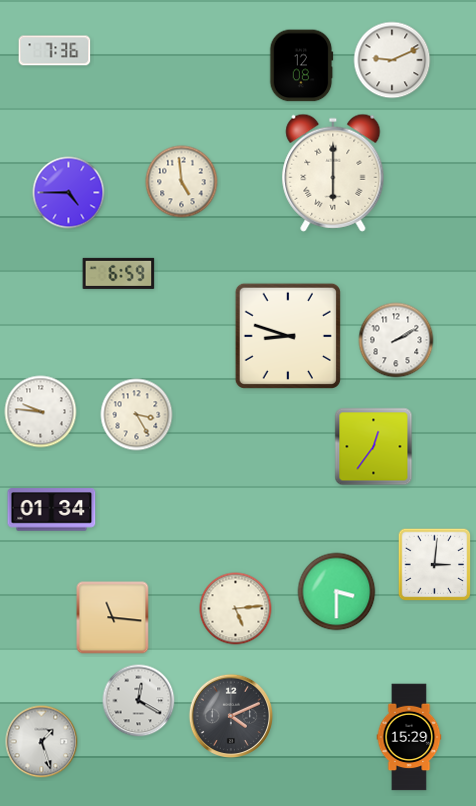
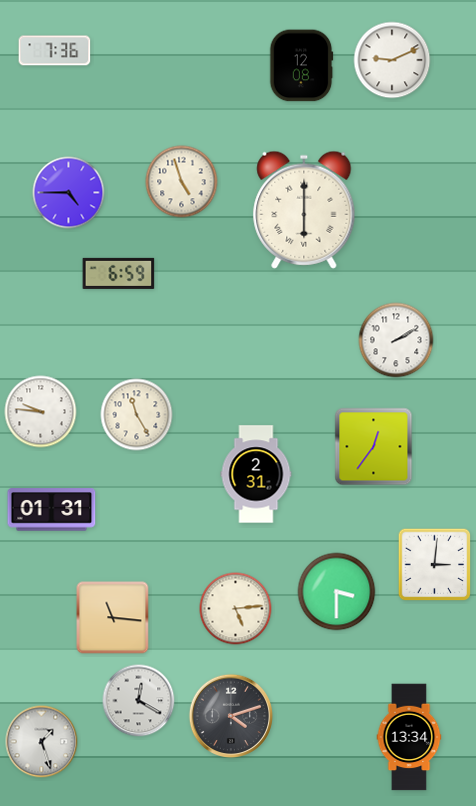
clock at (333, 173) position: (333, 173) -> (304, 210)
clock at (182, 182): 4:59 -> 4:57
clock at (288, 336): 8:48 -> none
clock at (137, 415): 3:25 -> 11:25
clock at (256, 474): none -> 2:31
clock at (52, 510): 01:34 -> 01:31
clock at (230, 715): 4:11 -> 4:12
clock at (409, 737): 15:29 -> 13:34
